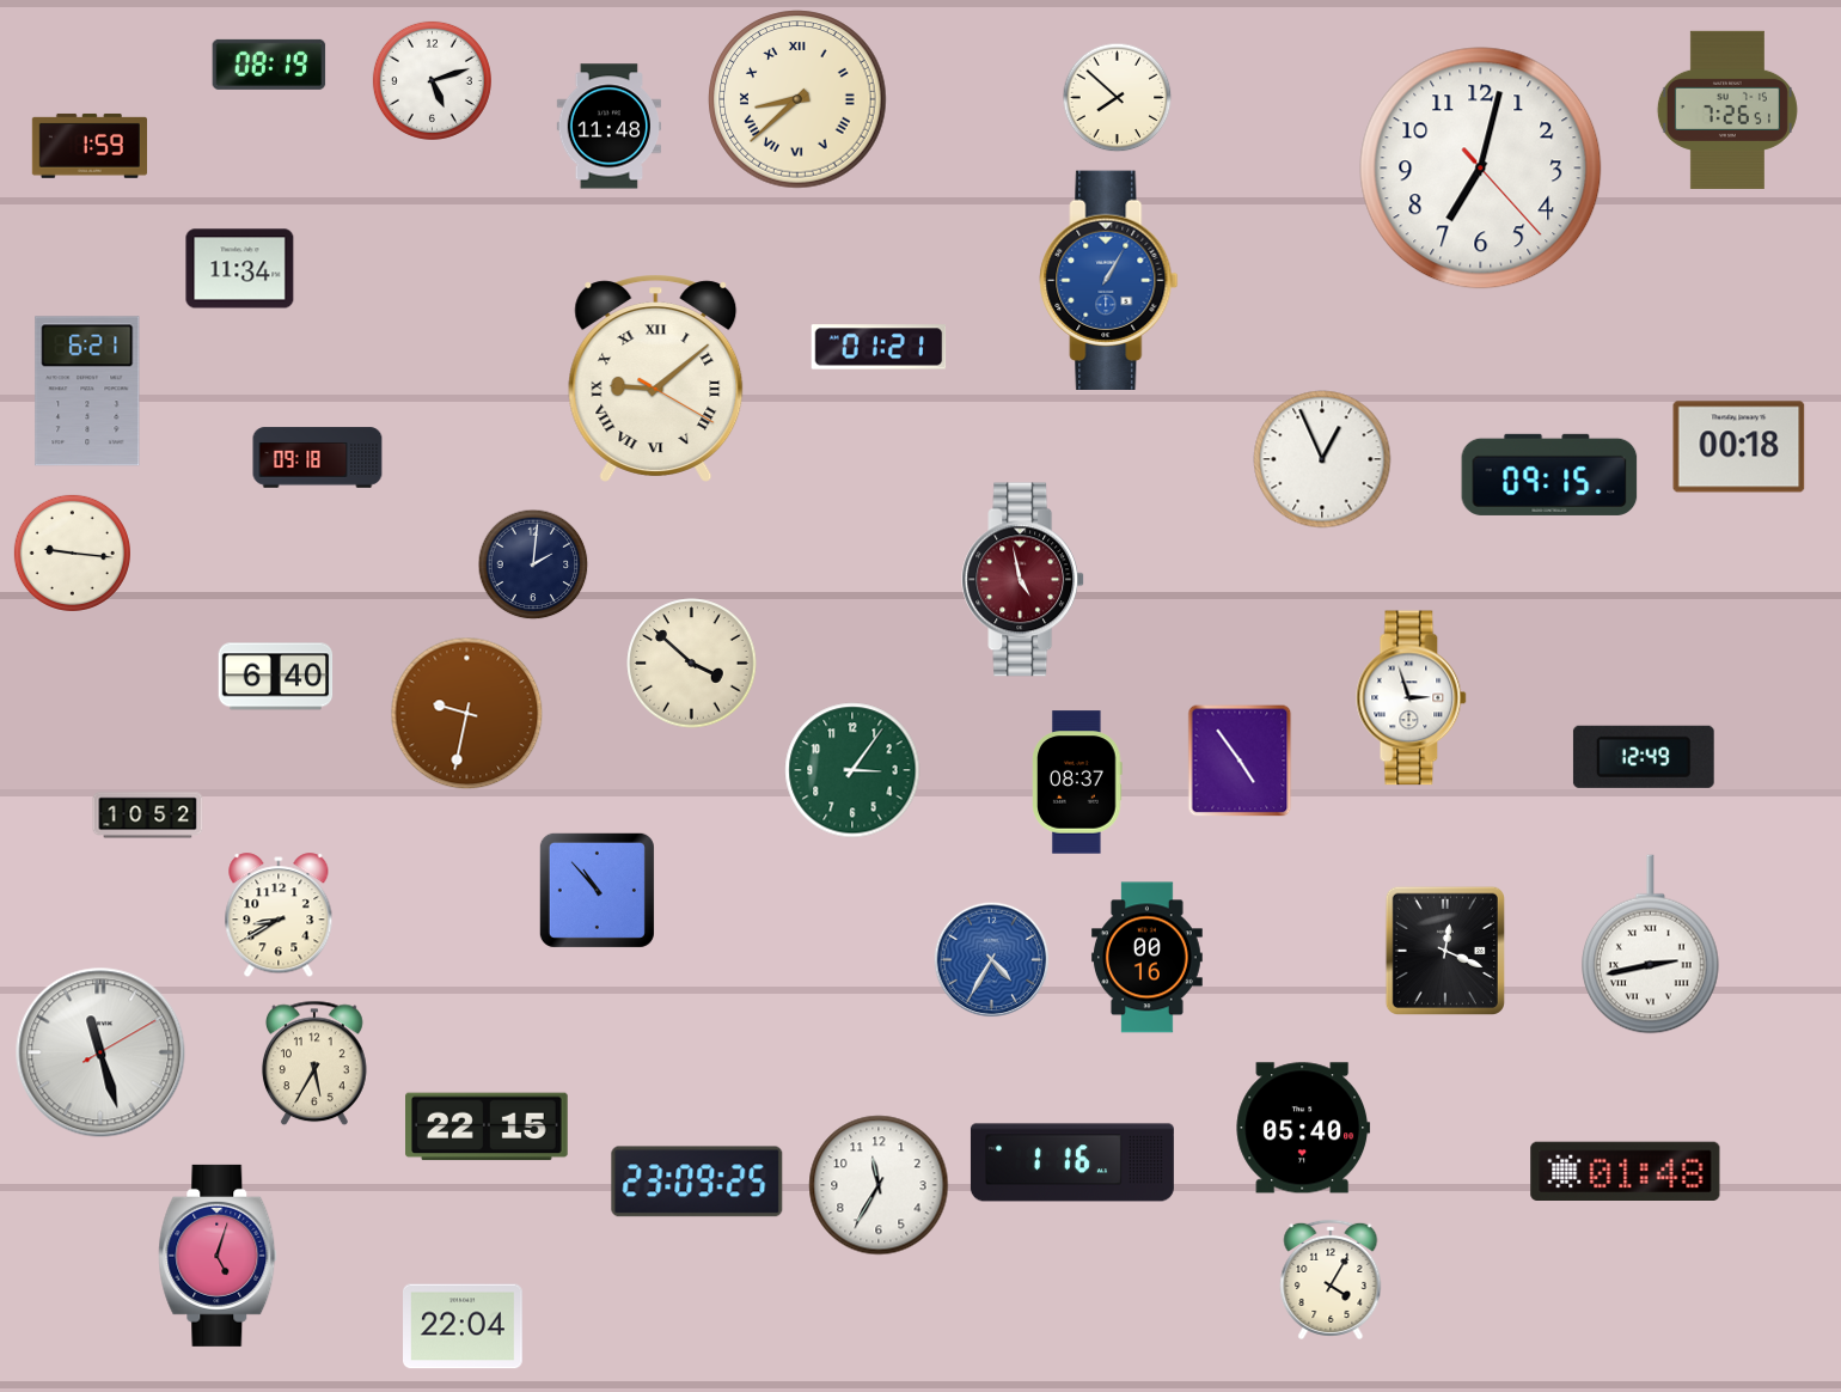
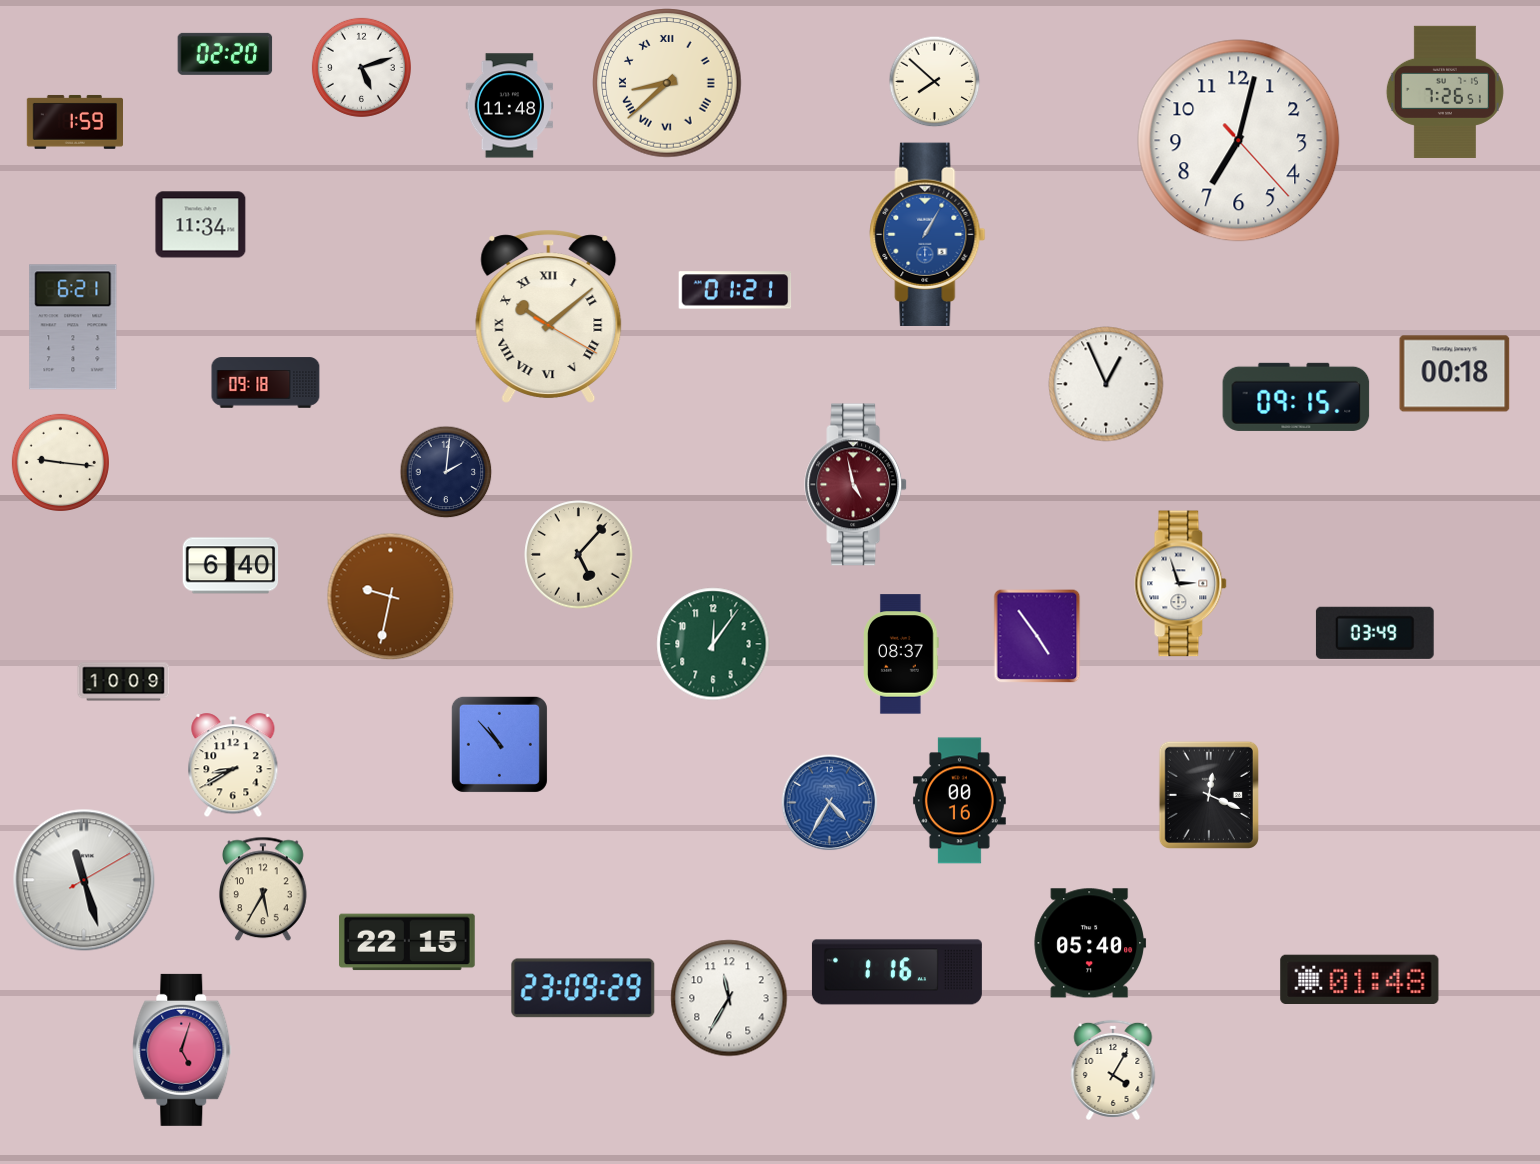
clock at (269, 65): 08:19 -> 02:20
clock at (656, 378): 9:08 -> 10:08
clock at (692, 664): 3:52 -> 5:07
clock at (1644, 757): 12:49 -> 03:49
clock at (852, 770): 3:06 -> 12:06
clock at (148, 816): 10:52 -> 10:09
clock at (1651, 945): 2:43 -> none
clock at (697, 1182): 23:09:25 -> 23:09:29
clock at (879, 1185) position: (879, 1185) -> (729, 998)
clock at (464, 1326): 22:04 -> none
